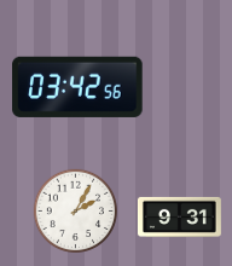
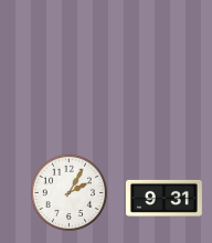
clock at (77, 87): 03:42 -> none
